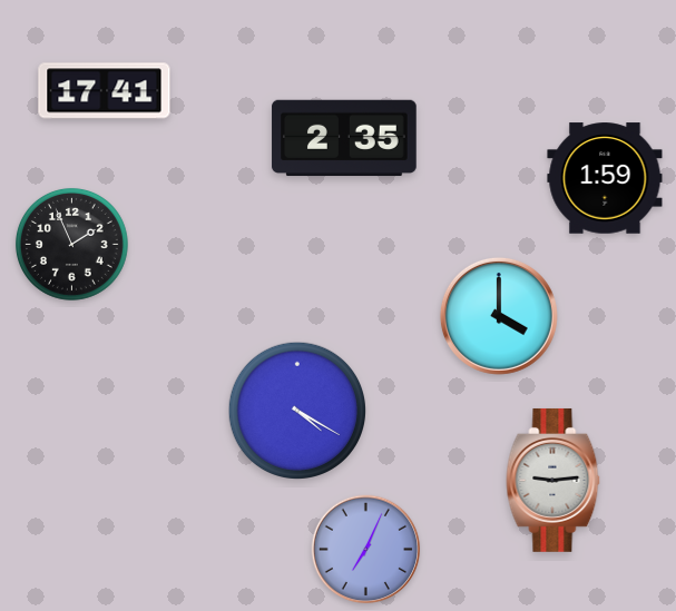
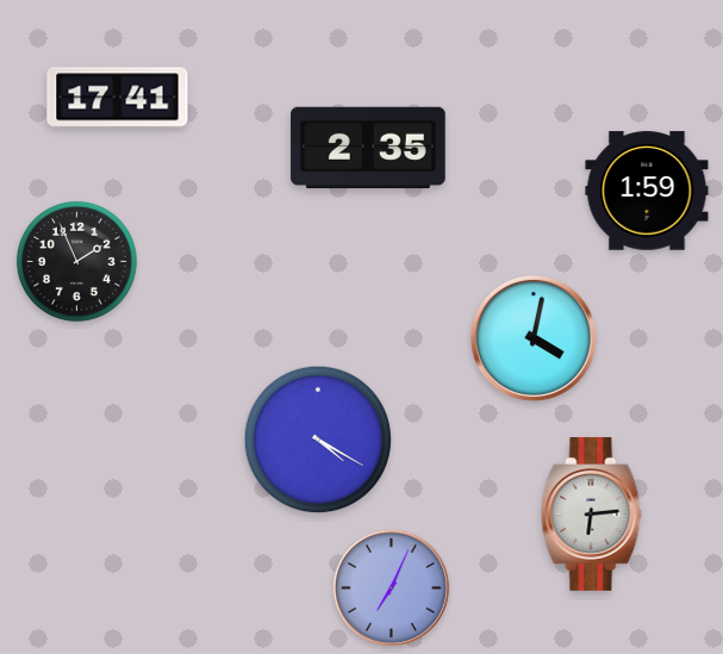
clock at (105, 91) position: (105, 91) -> (118, 98)
clock at (499, 316): 4:00 -> 4:02
clock at (553, 480): 9:14 -> 6:14
